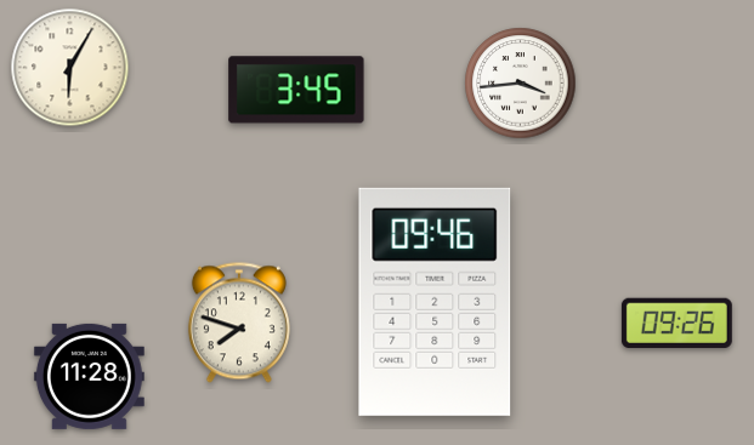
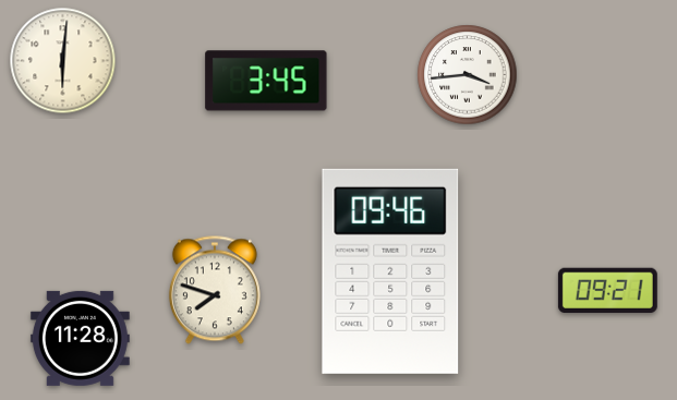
clock at (70, 68): 6:05 -> 6:01
clock at (676, 323): 09:26 -> 09:21
